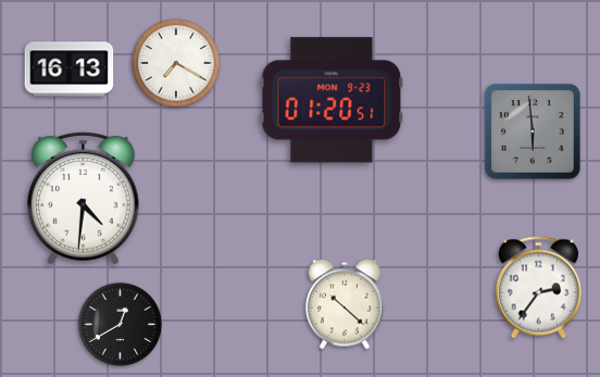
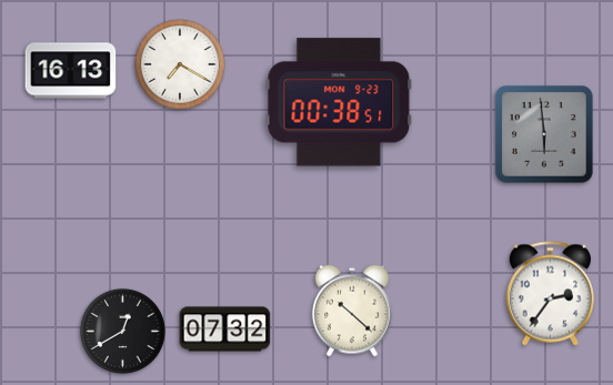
clock at (332, 100): 01:20 -> 00:38
clock at (84, 199): 4:31 -> none
clock at (225, 330): none -> 07:32
